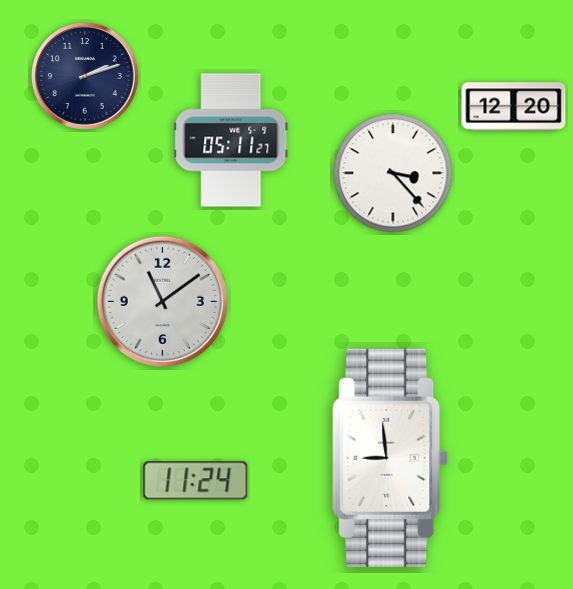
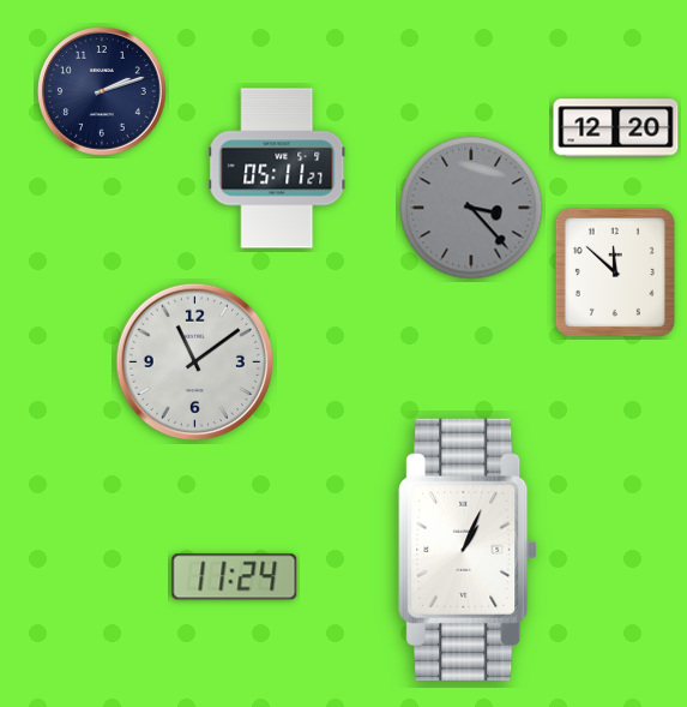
clock at (393, 173) dial: white -> grey
clock at (615, 272): none -> 11:52
clock at (390, 458): 8:59 -> 1:04
